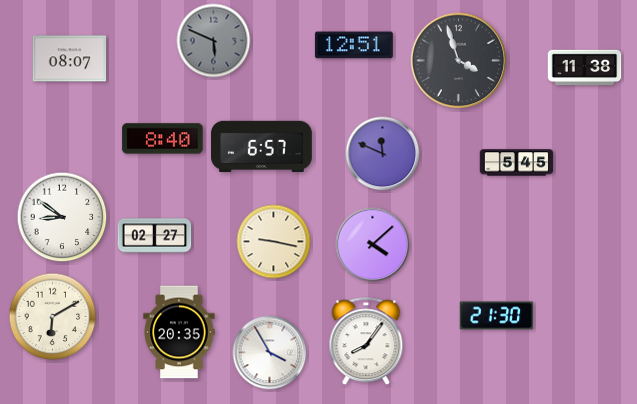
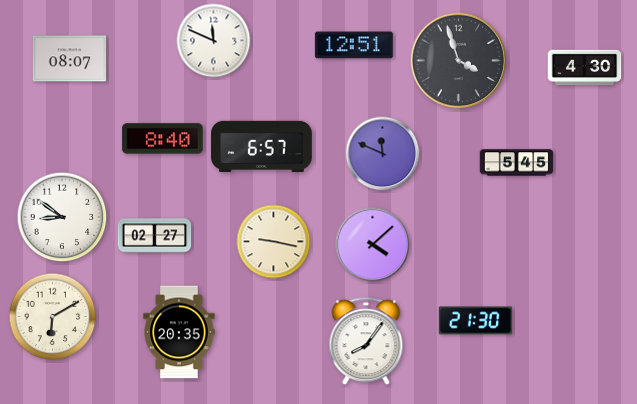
clock at (214, 41): 5:49 -> 11:49
clock at (214, 41) dial: grey -> white
clock at (585, 68): 11:38 -> 4:30
clock at (497, 316) position: (497, 316) -> (476, 321)
clock at (270, 353): 3:55 -> none
